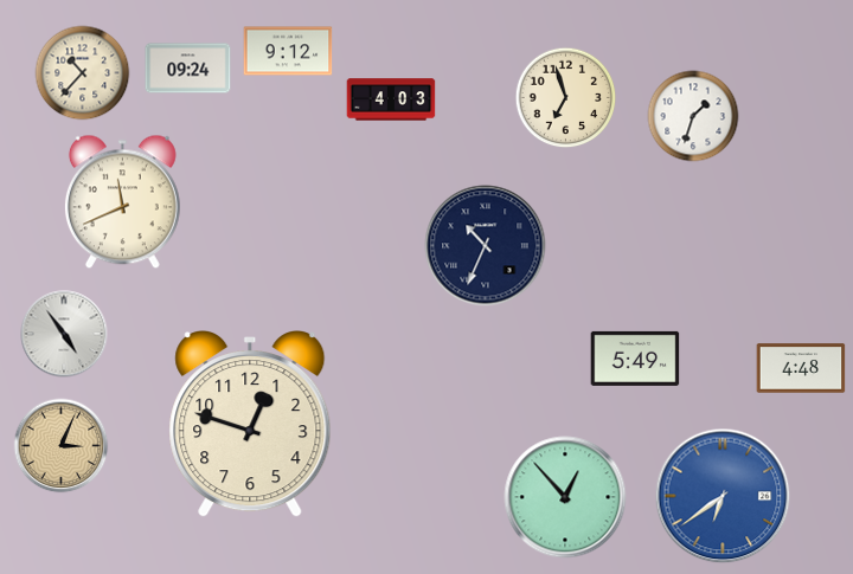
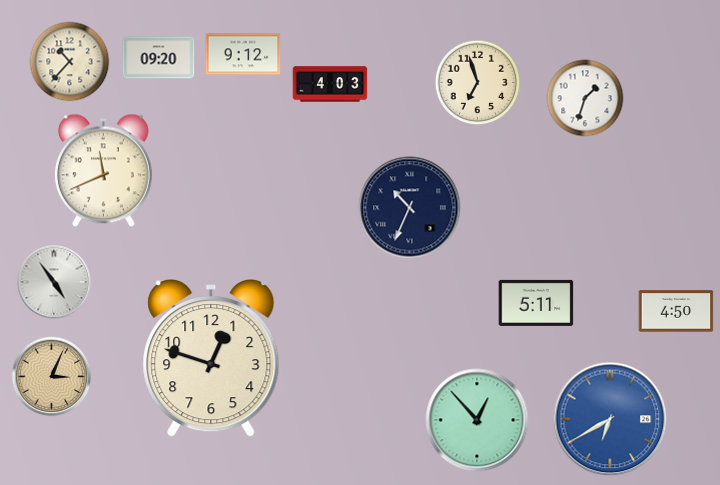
clock at (288, 51) position: (288, 51) -> (243, 54)
clock at (188, 69): 09:24 -> 09:20
clock at (635, 359): 5:49 -> 5:11
clock at (801, 368): 4:48 -> 4:50
clock at (723, 496): 6:39 -> 6:40
